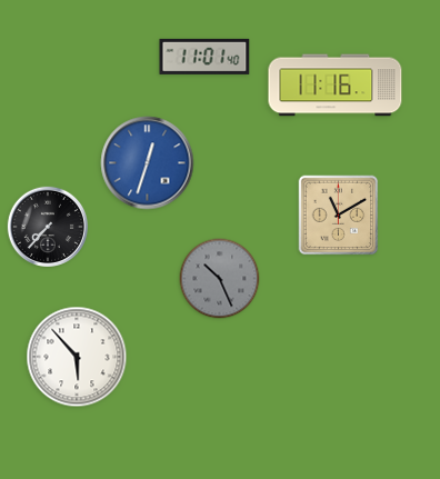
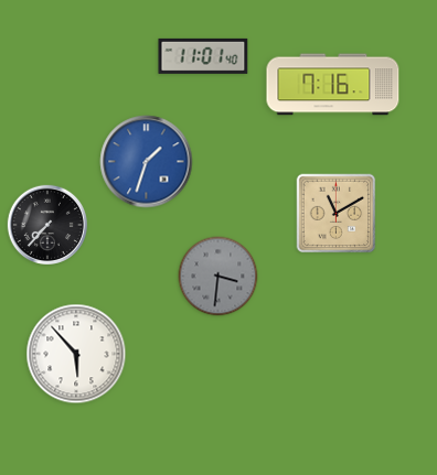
clock at (336, 86): 11:16 -> 7:16
clock at (148, 163): 12:33 -> 1:33
clock at (220, 279): 10:26 -> 3:31
